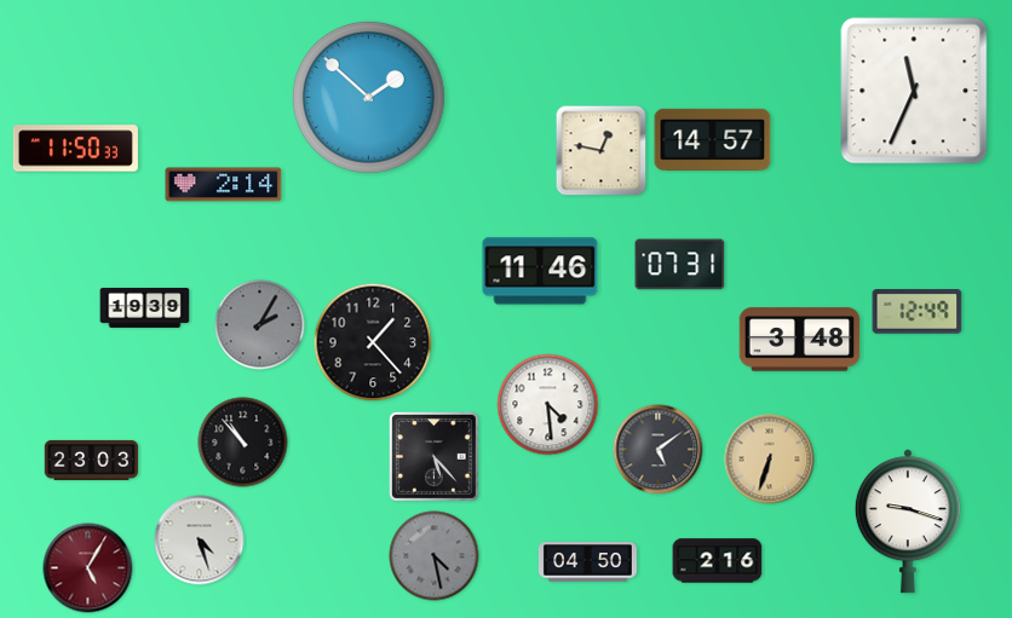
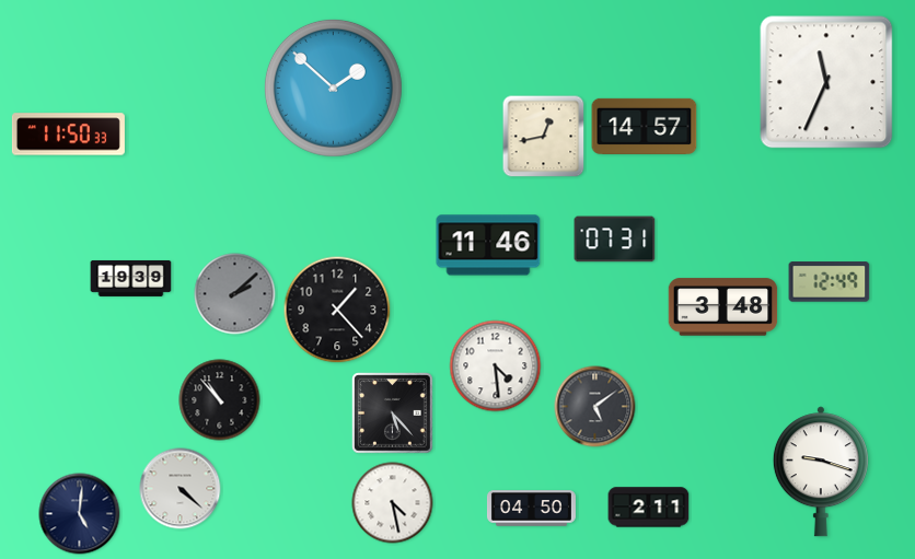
clock at (602, 151): 12:47 -> 12:43
clock at (224, 185): 2:14 -> none
clock at (260, 325): 2:05 -> 2:08
clock at (92, 460): 23:03 -> none
clock at (770, 460): 6:33 -> none
clock at (200, 541): 4:27 -> 4:22
clock at (435, 556) dial: grey -> white
clock at (718, 561): 2:16 -> 2:11
clock at (88, 568): 5:05 -> 5:01
clock at (88, 568) dial: burgundy -> navy
